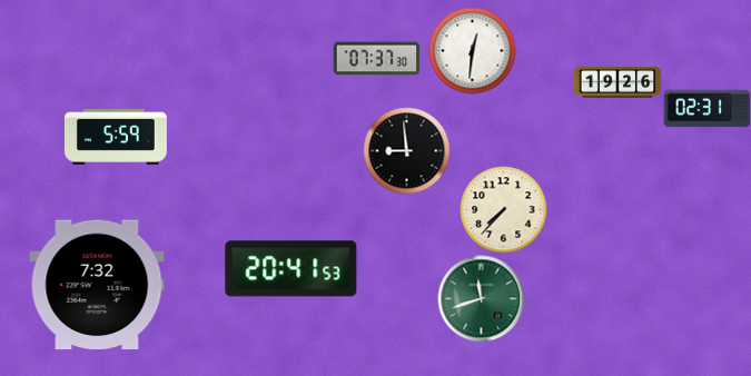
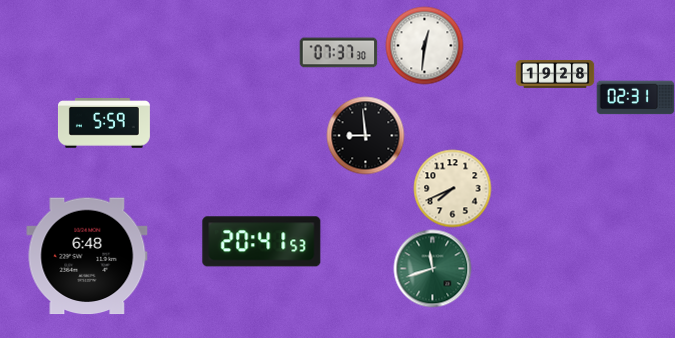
clock at (617, 83): 19:26 -> 19:28
clock at (503, 209): 7:37 -> 7:41
clock at (97, 285): 7:32 -> 6:48
